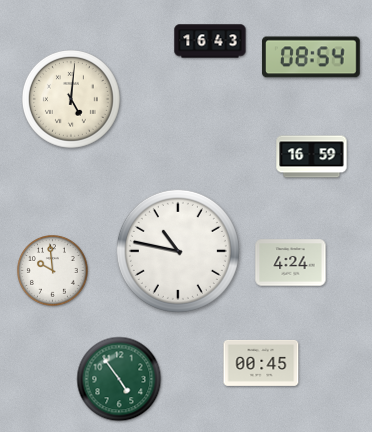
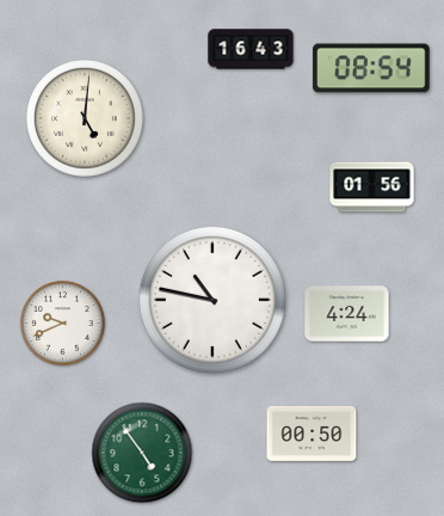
clock at (312, 157): 16:59 -> 01:56
clock at (53, 271): 9:59 -> 9:41
clock at (261, 363): 00:45 -> 00:50
